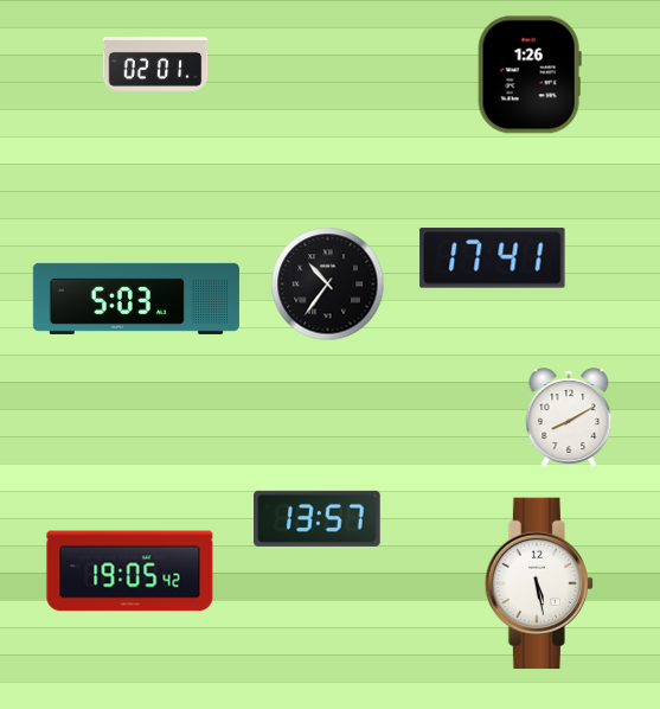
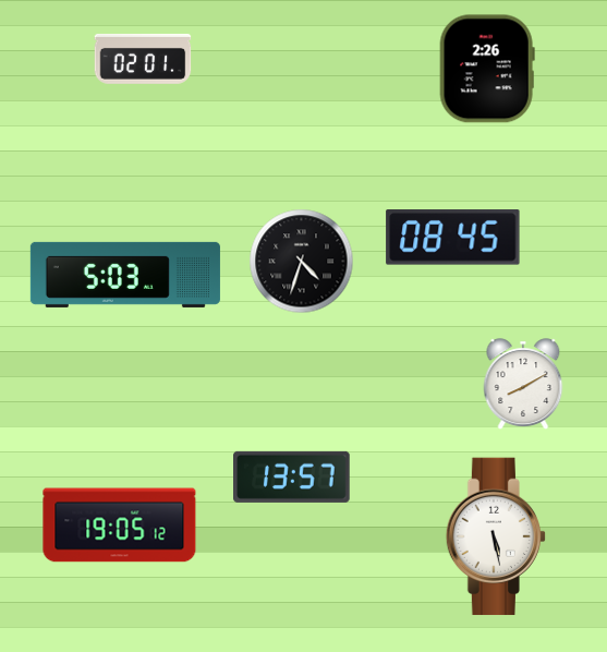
clock at (530, 75): 1:26 -> 2:26
clock at (493, 258): 17:41 -> 08:45
clock at (328, 285): 10:36 -> 4:33
clock at (130, 571): 19:05:42 -> 19:05:12
